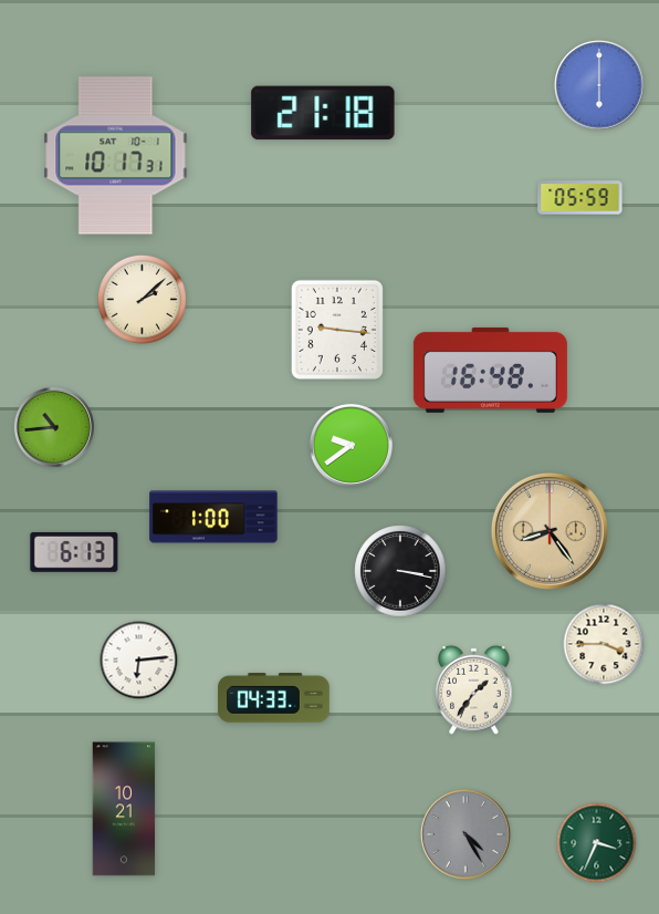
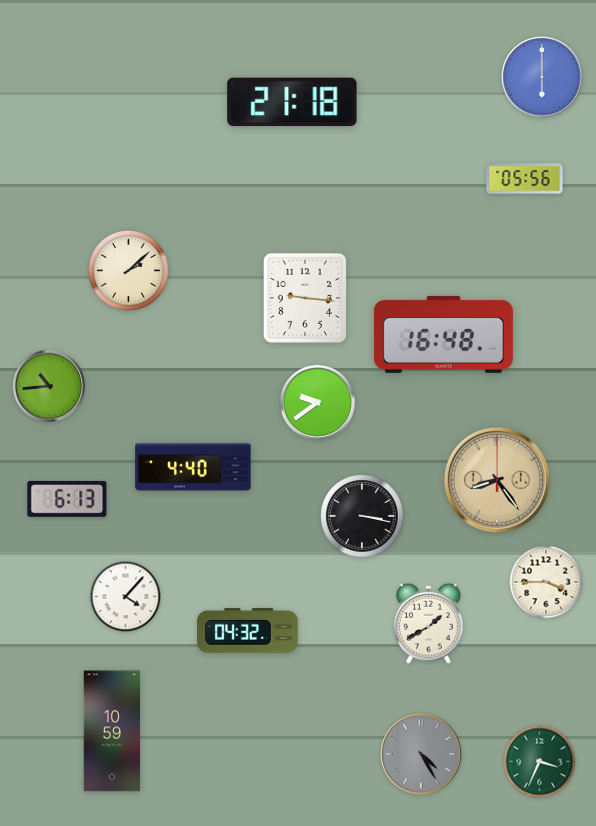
clock at (116, 156): 10:17 -> none
clock at (580, 198): 05:59 -> 05:56
clock at (213, 517): 1:00 -> 4:40
clock at (139, 661): 6:14 -> 4:07
clock at (474, 689): 1:36 -> 1:40
clock at (274, 698): 04:33 -> 04:32
clock at (124, 809): 10:21 -> 10:59
